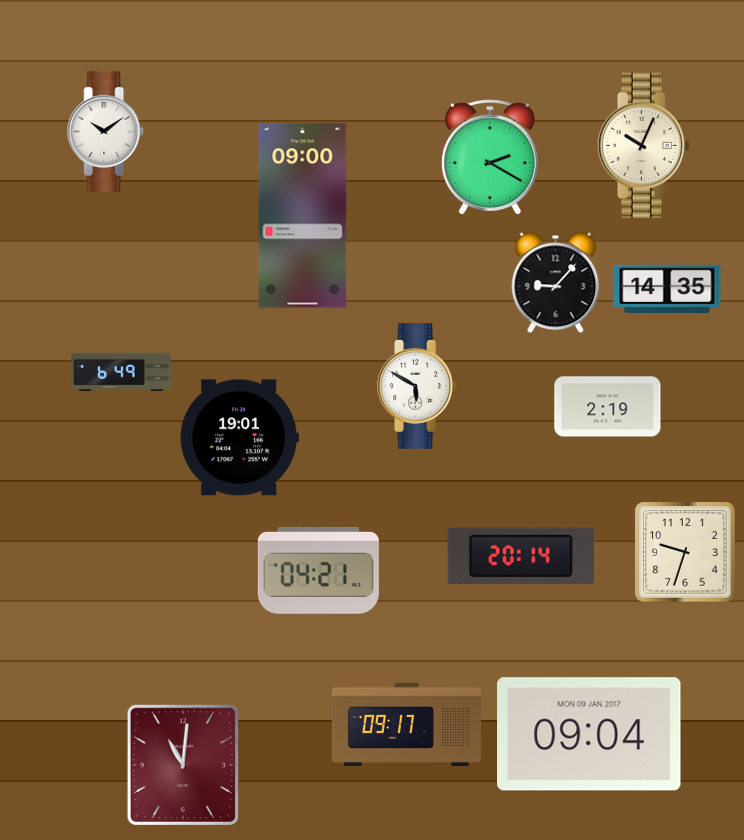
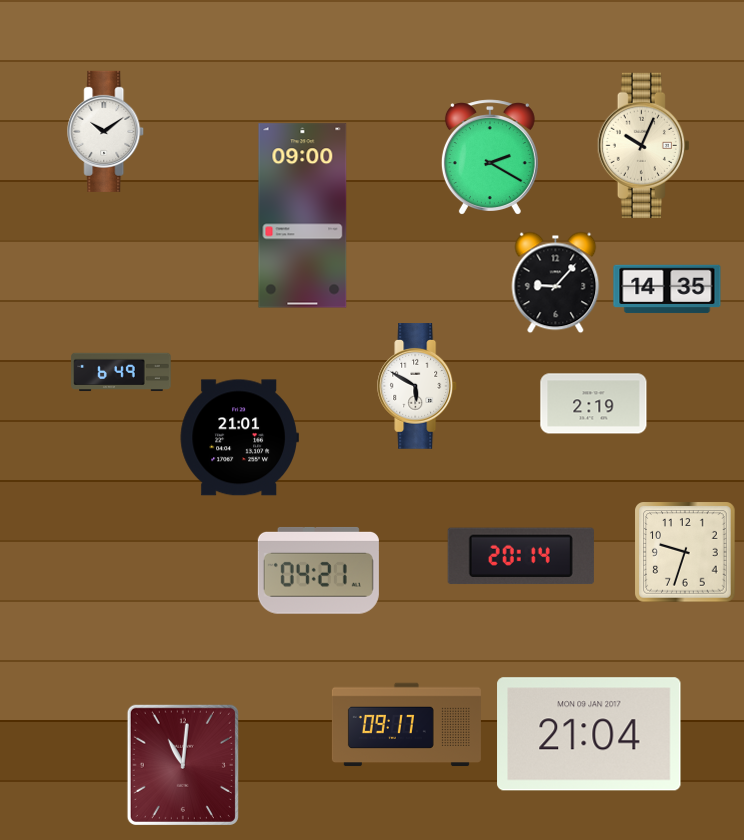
clock at (608, 407) position: (608, 407) -> (594, 404)
clock at (239, 438): 19:01 -> 21:01
clock at (589, 734): 09:04 -> 21:04
